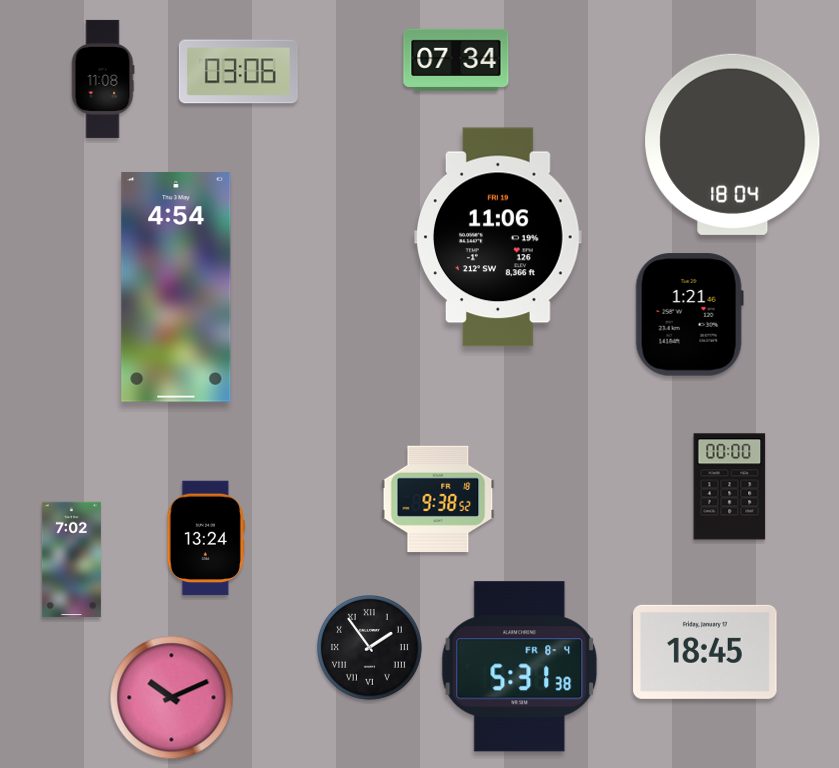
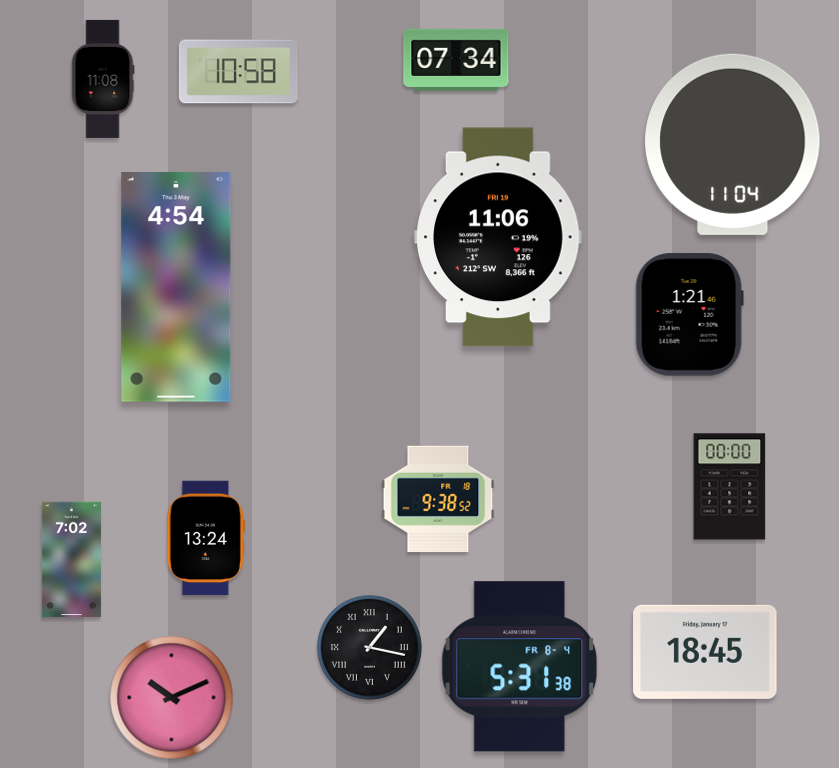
clock at (238, 72): 03:06 -> 10:58
clock at (733, 144): 18:04 -> 11:04
clock at (370, 648): 1:54 -> 1:17
